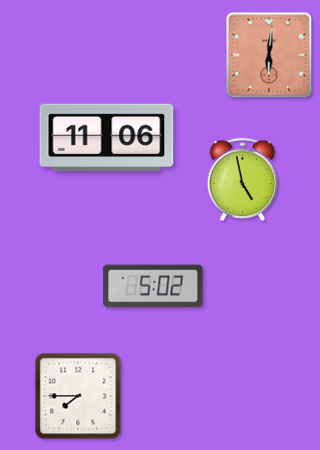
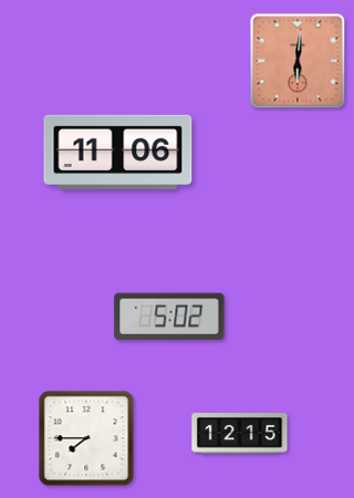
clock at (243, 179): 4:58 -> none
clock at (240, 434): none -> 12:15
